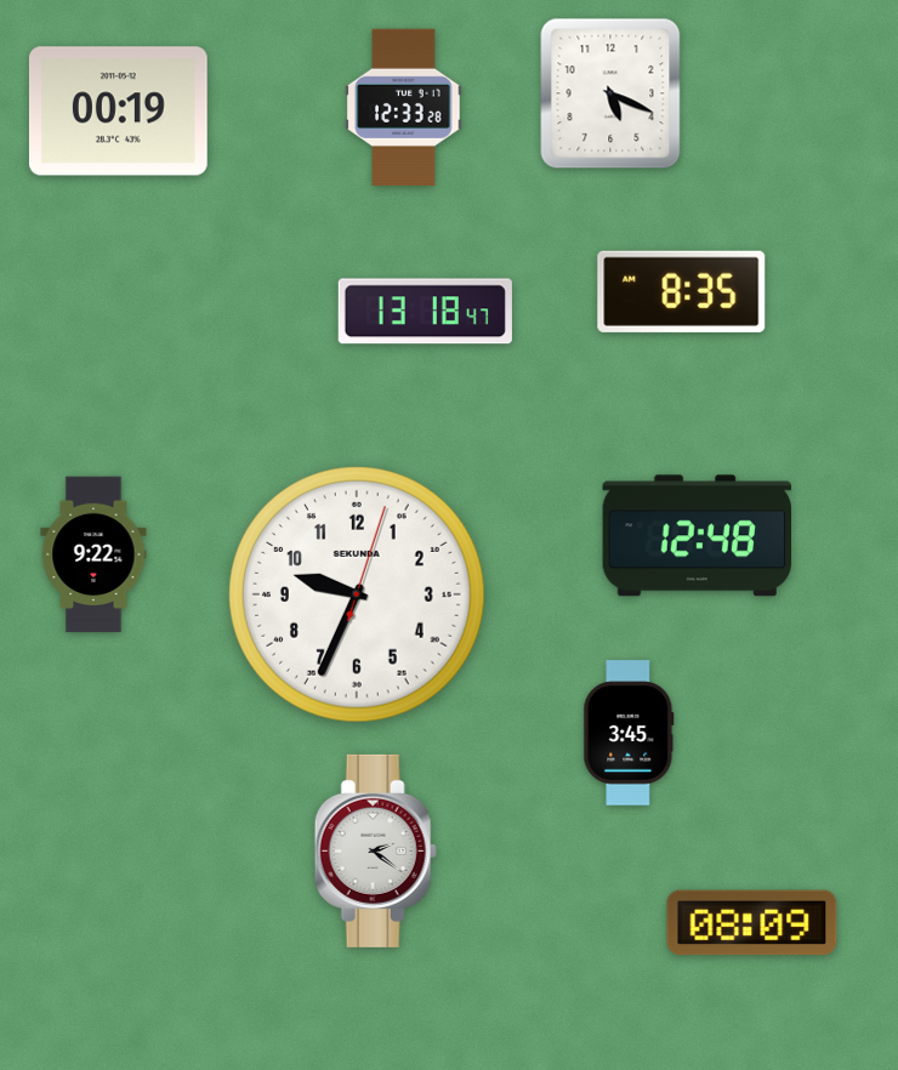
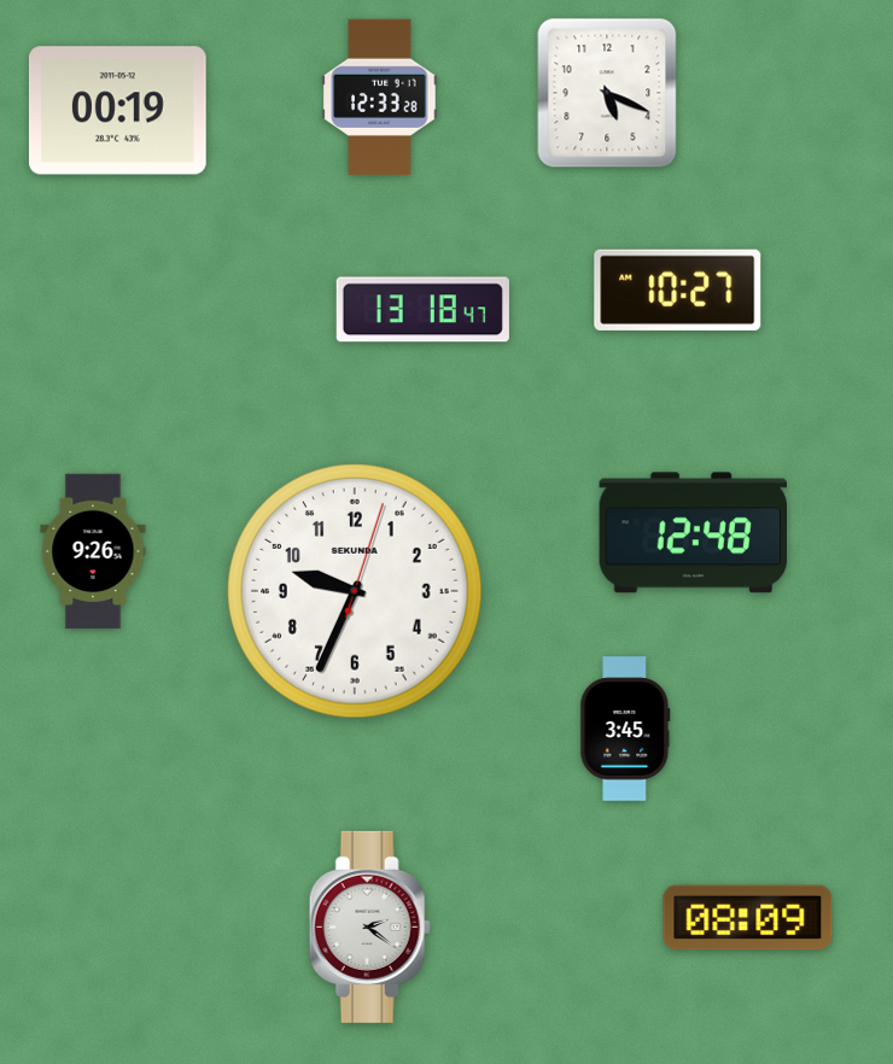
clock at (404, 107) position: (404, 107) -> (380, 97)
clock at (682, 291): 8:35 -> 10:27
clock at (93, 554): 9:22 -> 9:26
clock at (375, 850) position: (375, 850) -> (369, 926)
